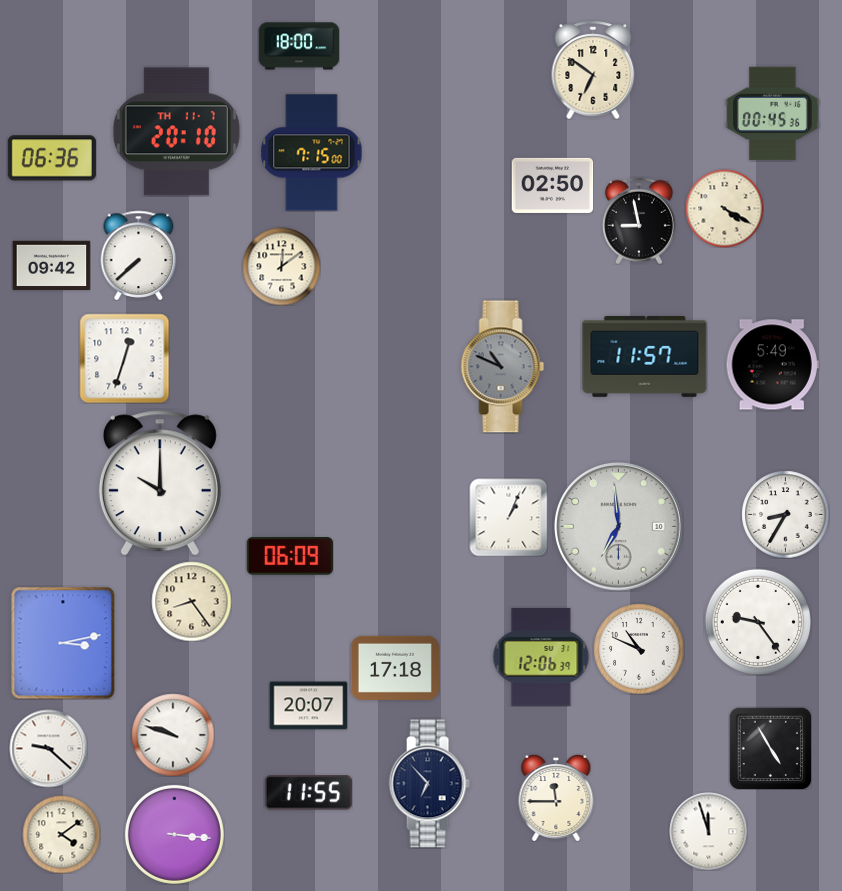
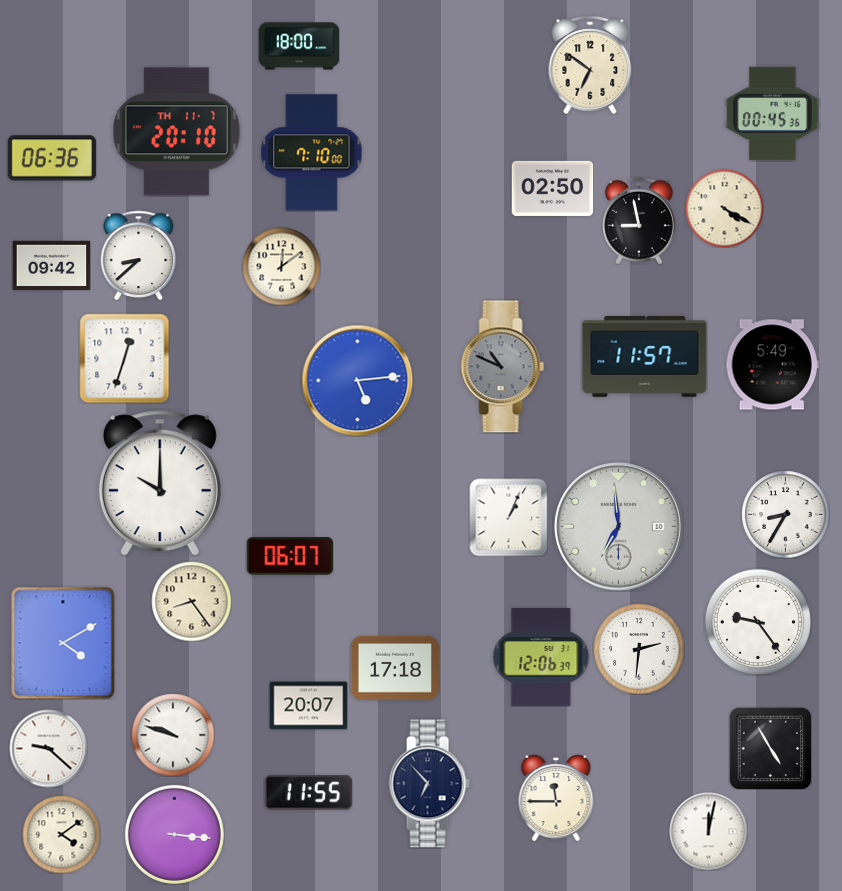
clock at (593, 70) position: (593, 70) -> (590, 65)
clock at (312, 153): 7:15 -> 7:10
clock at (552, 185) position: (552, 185) -> (552, 188)
clock at (139, 255): 7:38 -> 8:38
clock at (357, 380): none -> 5:14
clock at (290, 557): 06:09 -> 06:07
clock at (63, 643): 3:13 -> 4:10
clock at (639, 649): 10:49 -> 2:31
clock at (708, 831): 11:57 -> 12:02
